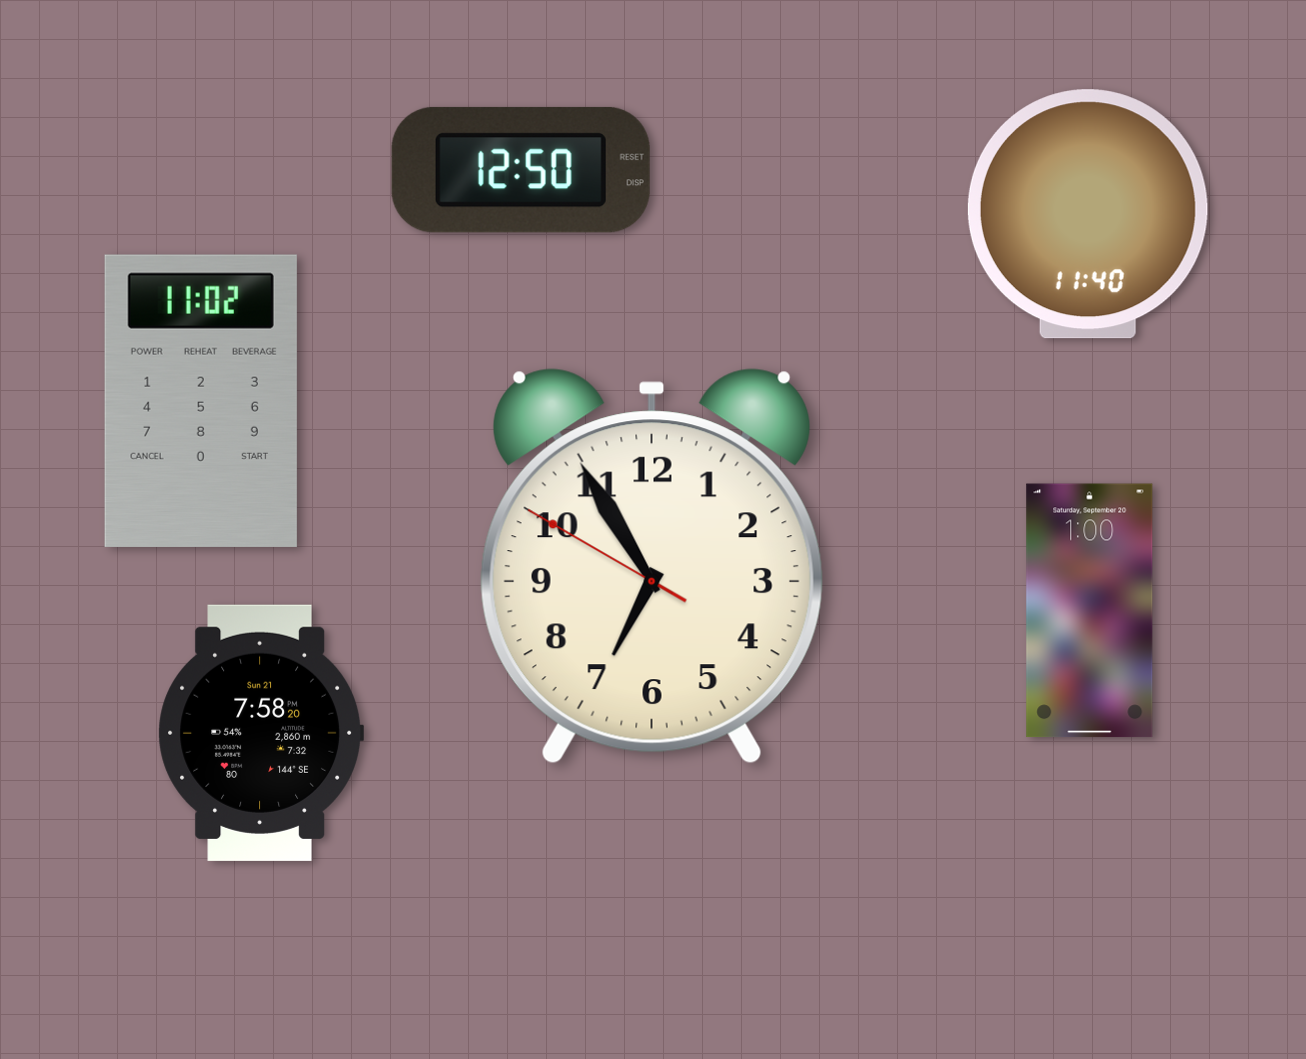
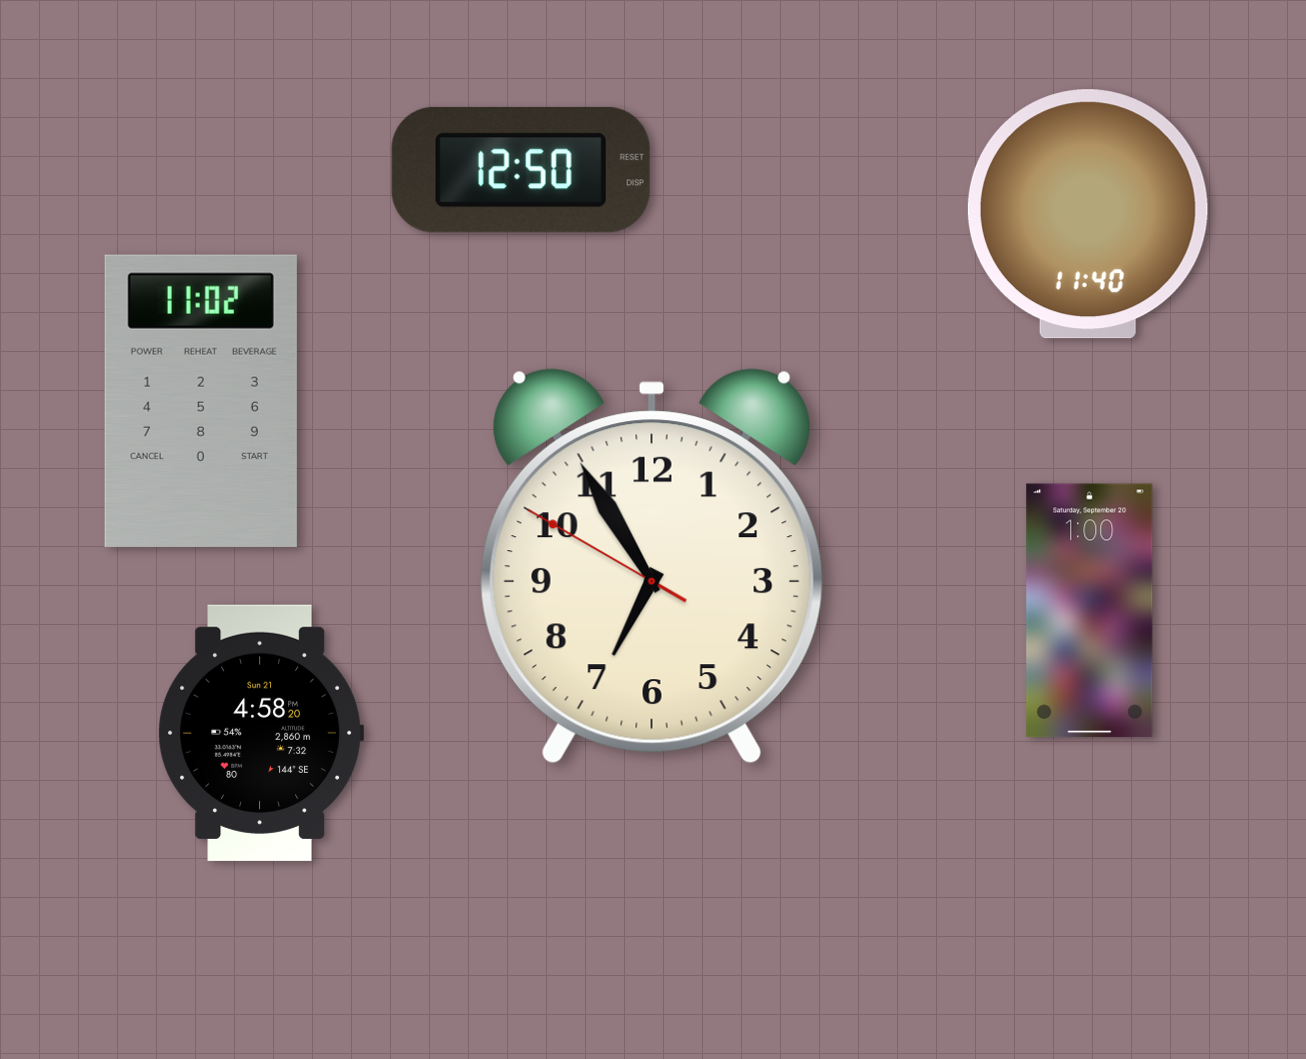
clock at (261, 733): 7:58 -> 4:58
